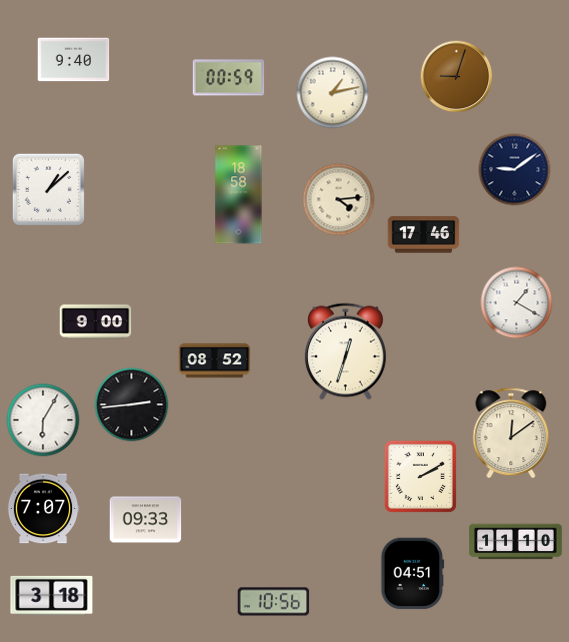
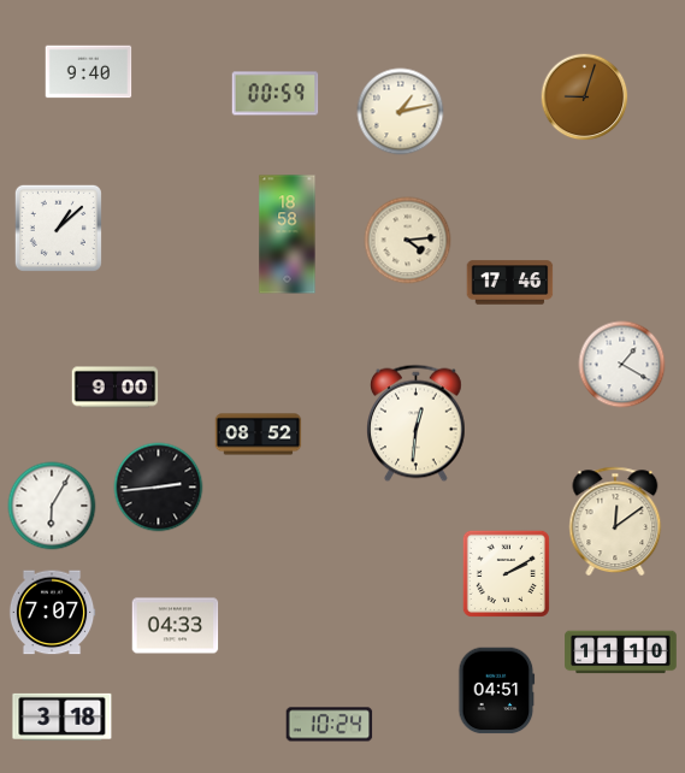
clock at (457, 77) position: (457, 77) -> (585, 98)
clock at (515, 170): 9:09 -> none
clock at (346, 352): 12:33 -> 12:31
clock at (146, 520): 09:33 -> 04:33
clock at (274, 602): 10:56 -> 10:24
